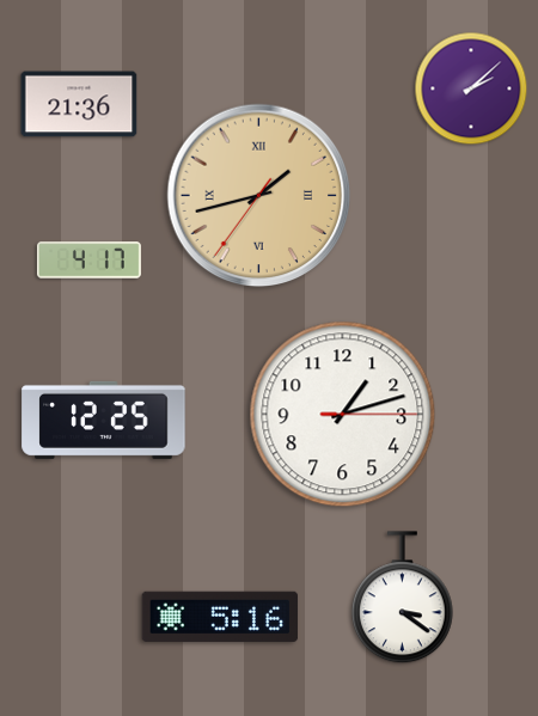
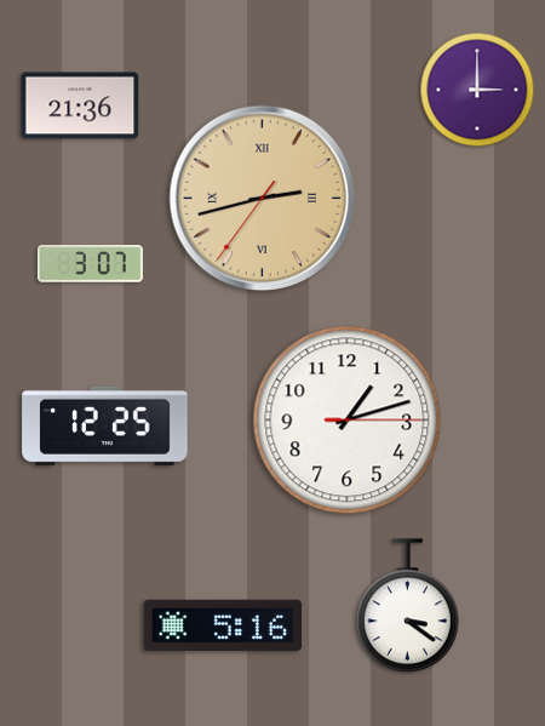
clock at (471, 88): 2:08 -> 3:00
clock at (259, 196): 1:42 -> 2:42
clock at (88, 261): 4:17 -> 3:07
